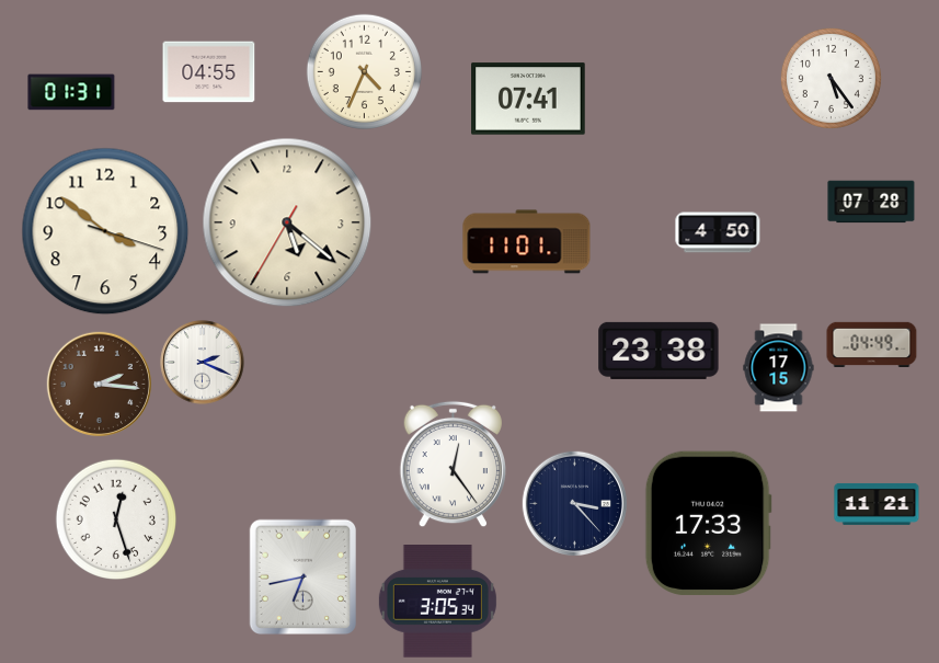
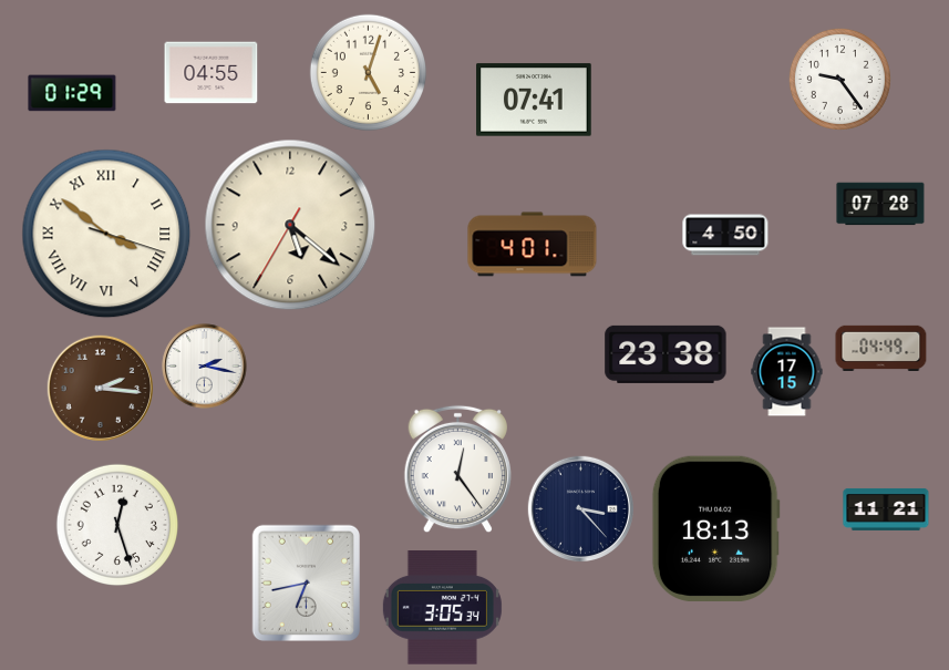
clock at (364, 71): 4:34 -> 5:03
clock at (831, 78): 5:24 -> 9:24
clock at (71, 92): 01:31 -> 01:29
clock at (105, 231) numerals: Arabic -> Roman
clock at (527, 242): 11:01 -> 4:01
clock at (203, 363): 2:19 -> 2:17
clock at (708, 523): 17:33 -> 18:13
